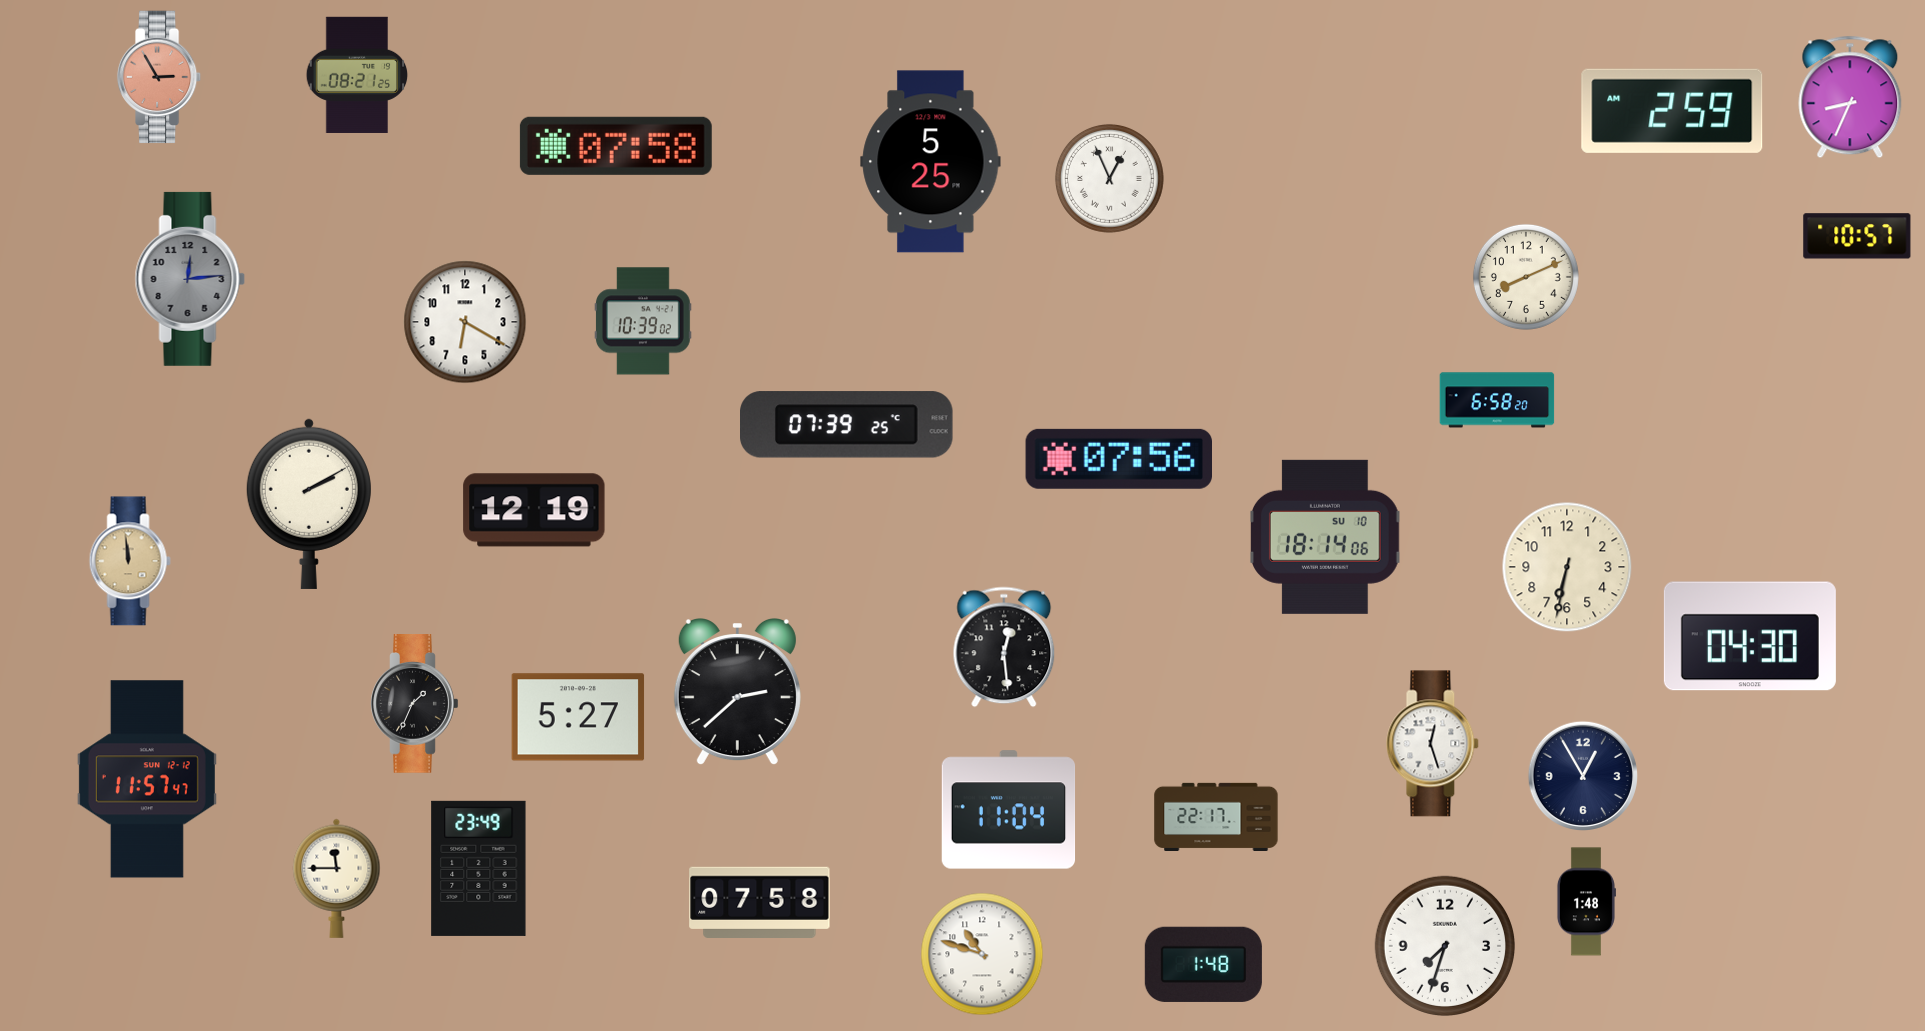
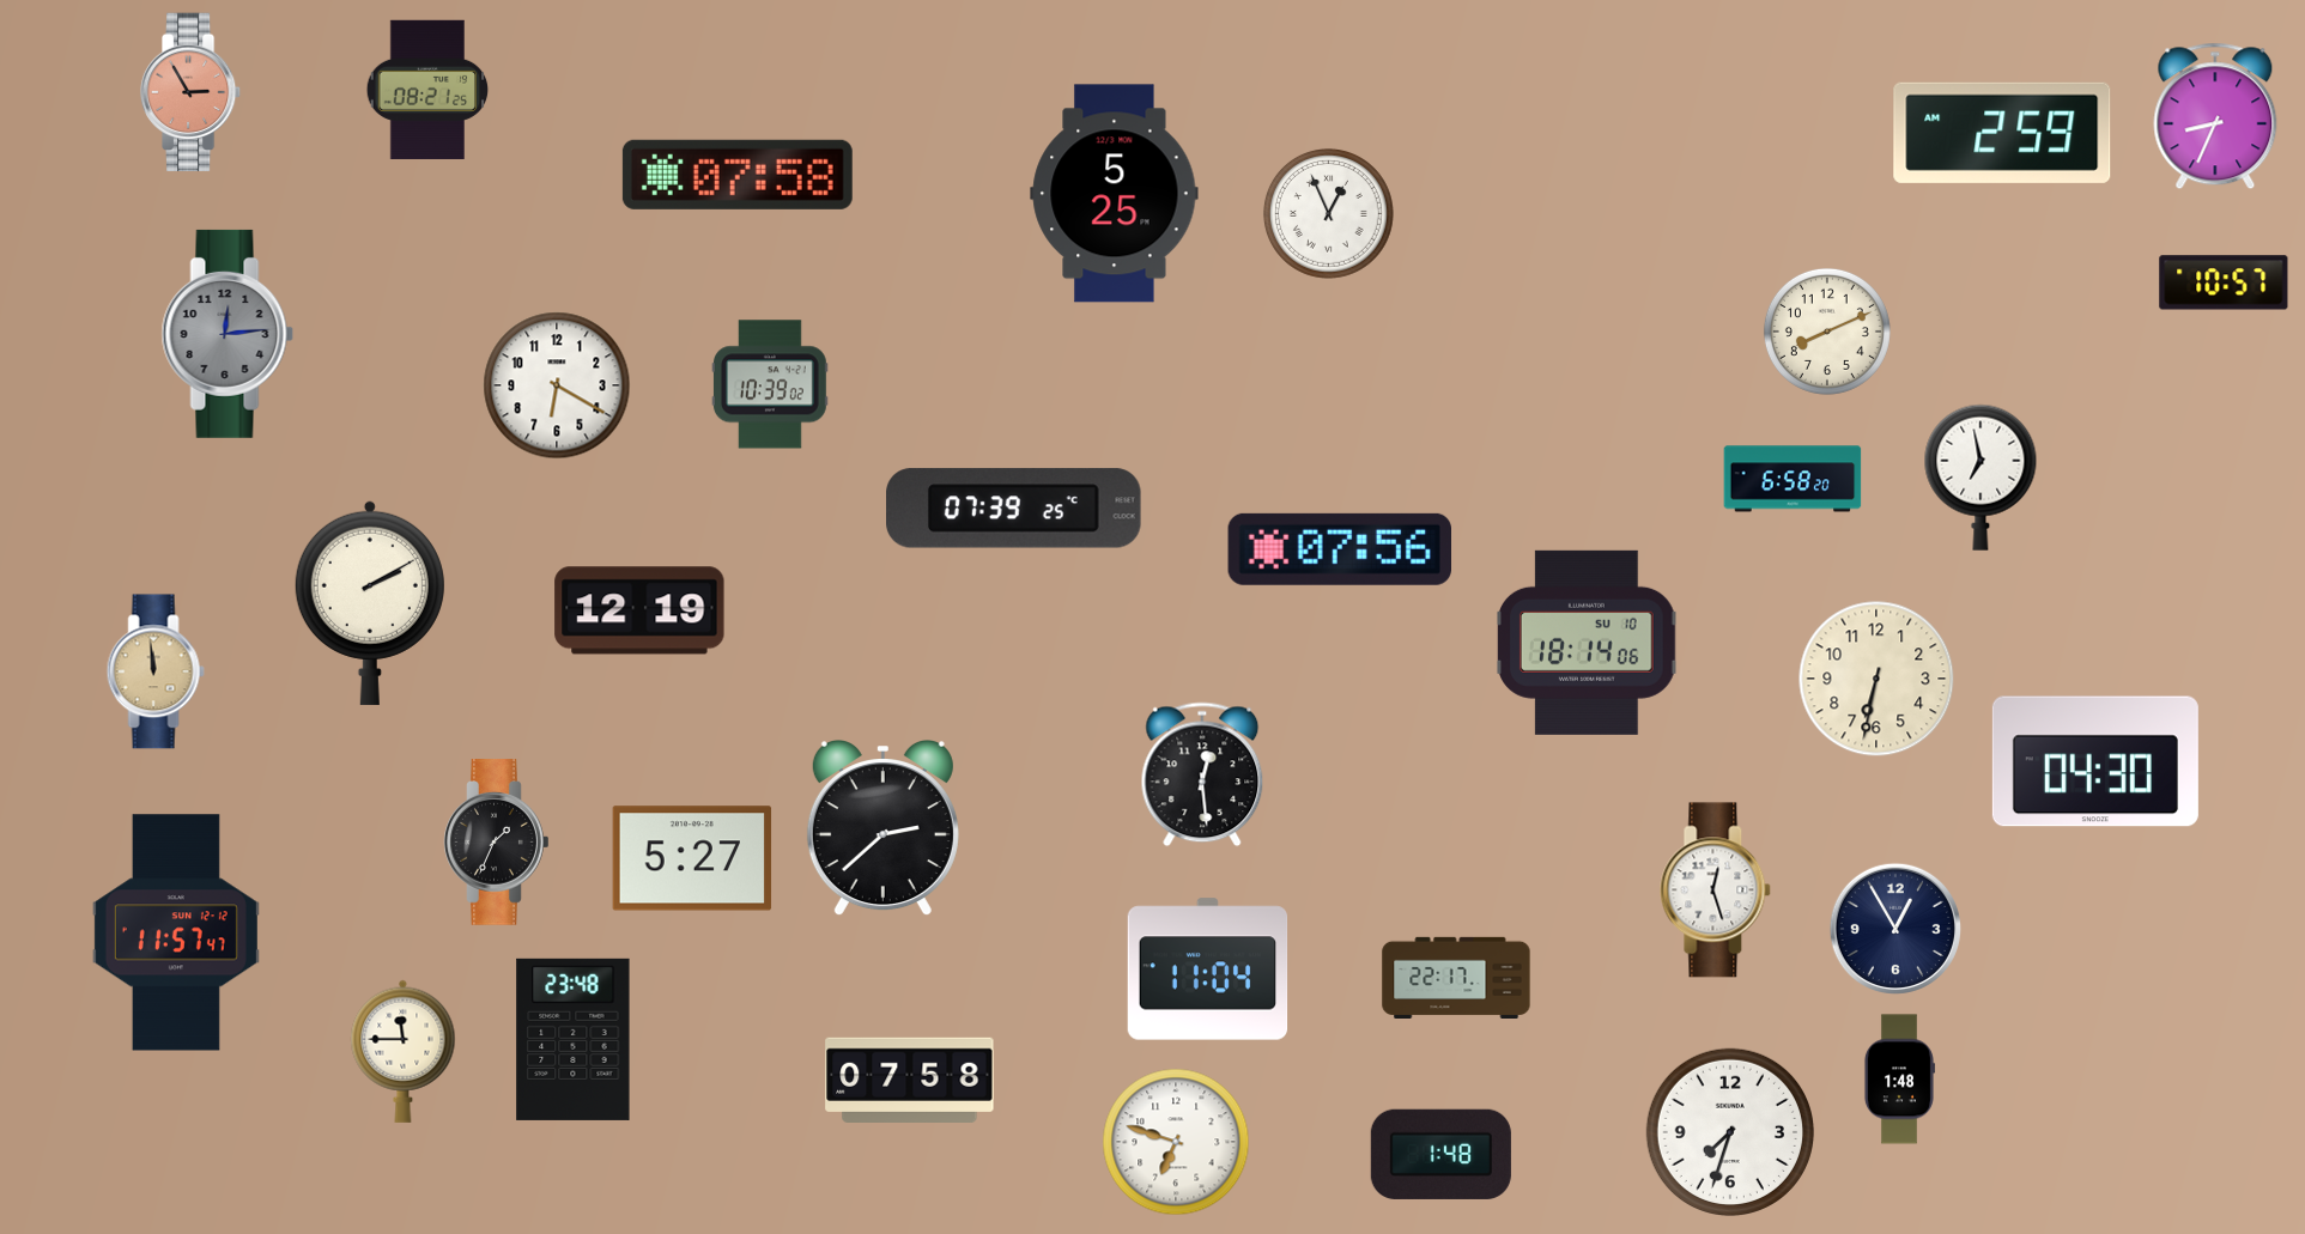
clock at (1981, 478): none -> 6:58
clock at (479, 868): 23:49 -> 23:48
clock at (982, 954): 10:48 -> 6:48
